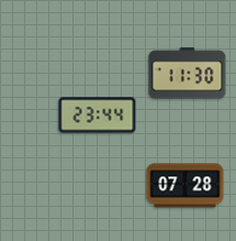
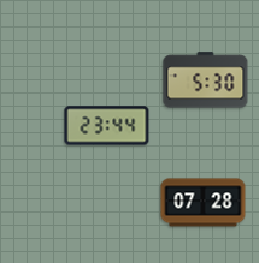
clock at (188, 74): 11:30 -> 5:30
